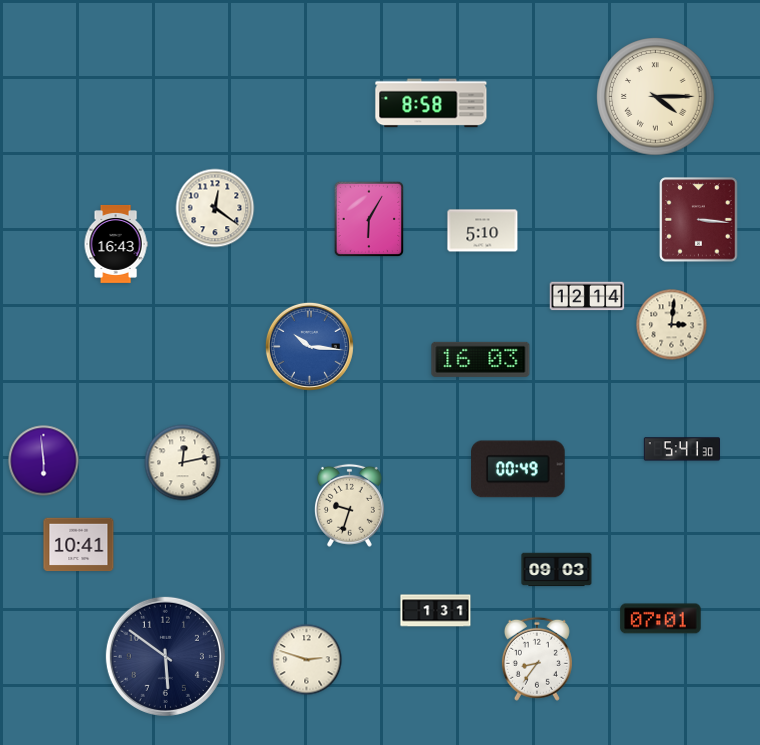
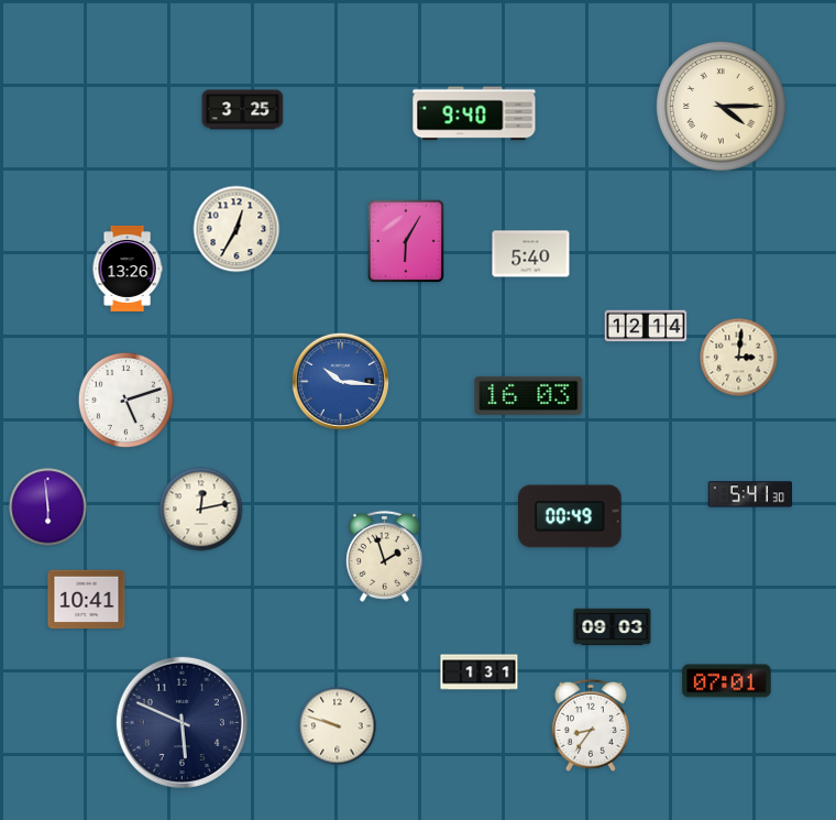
clock at (243, 110): none -> 3:25
clock at (431, 103): 8:58 -> 9:40
clock at (215, 208): 12:21 -> 12:35
clock at (699, 220): 3:16 -> none
clock at (483, 231): 5:10 -> 5:40
clock at (116, 244): 16:43 -> 13:26
clock at (125, 400): none -> 5:12
clock at (349, 505): 9:33 -> 1:57
clock at (165, 656): 5:51 -> 5:49
clock at (307, 660): 2:48 -> 9:48
